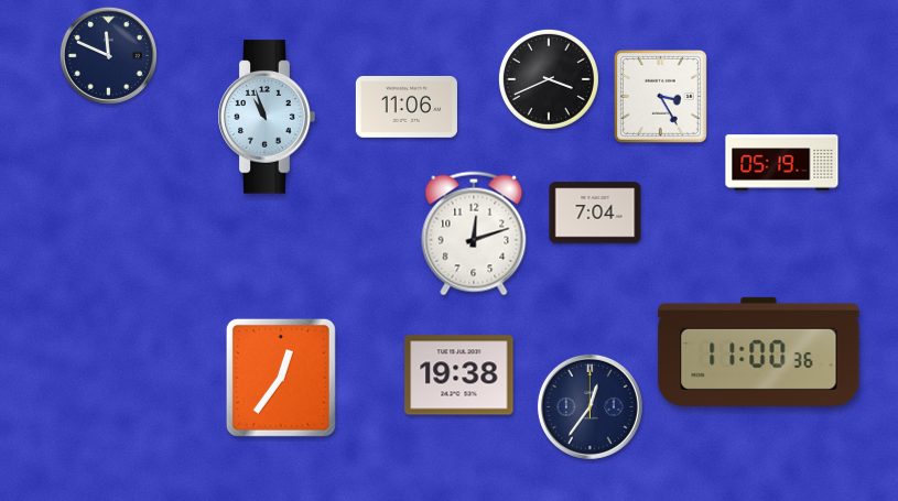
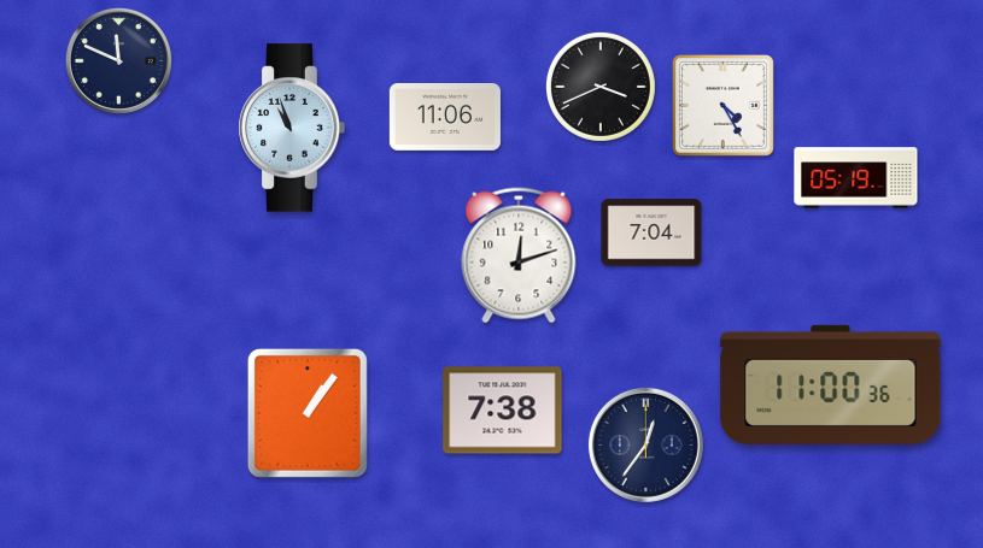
clock at (660, 96): 3:25 -> 4:25
clock at (459, 375): 19:38 -> 7:38
clock at (281, 378): 12:36 -> 1:06
